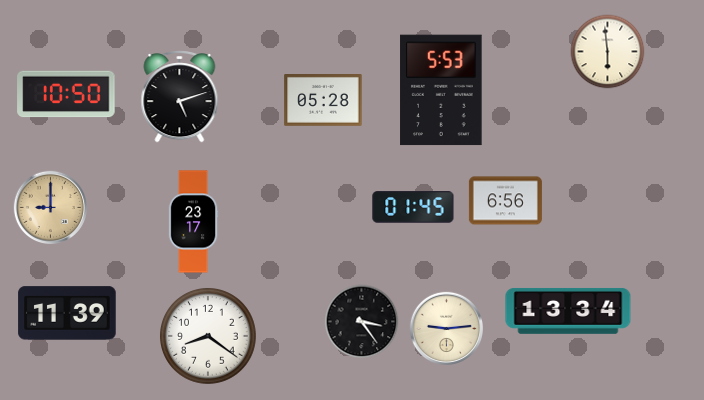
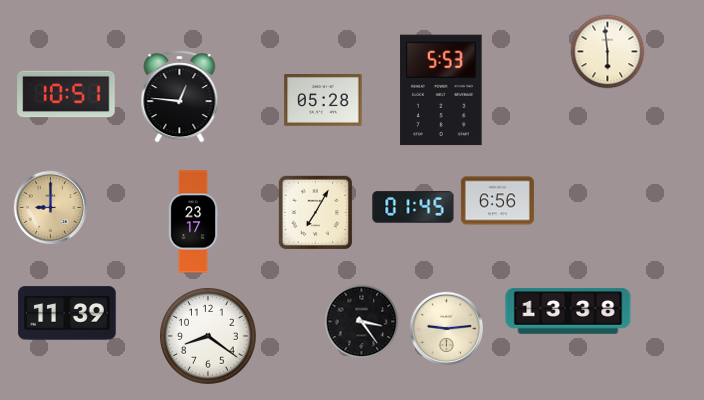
clock at (66, 94): 10:50 -> 10:51
clock at (180, 97): 5:12 -> 12:46
clock at (505, 201) position: (505, 201) -> (497, 201)
clock at (316, 213): none -> 7:05
clock at (568, 311): 13:34 -> 13:38
